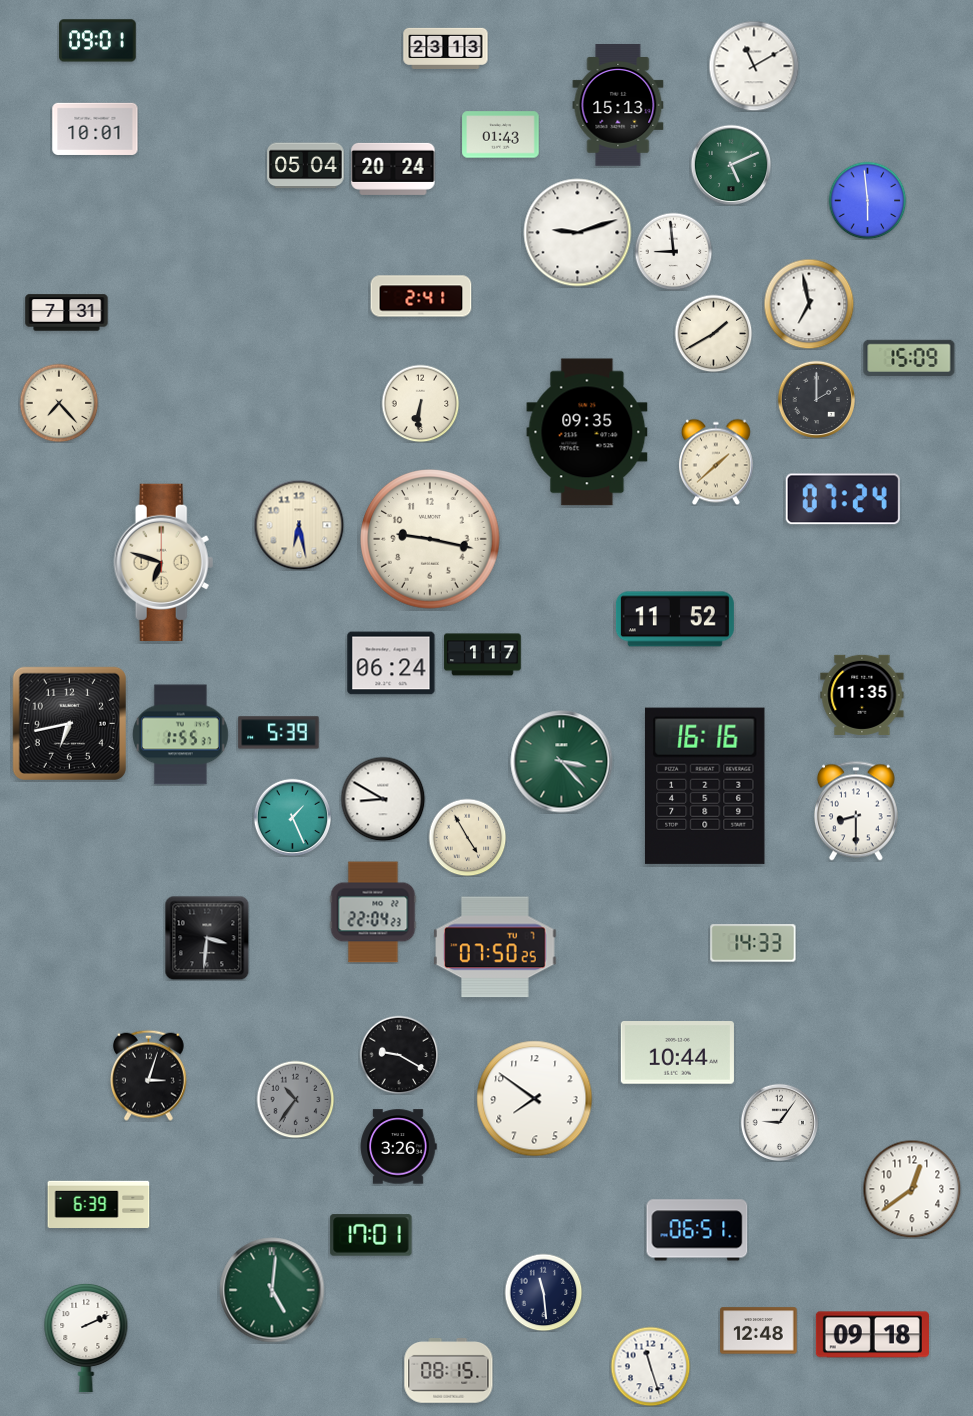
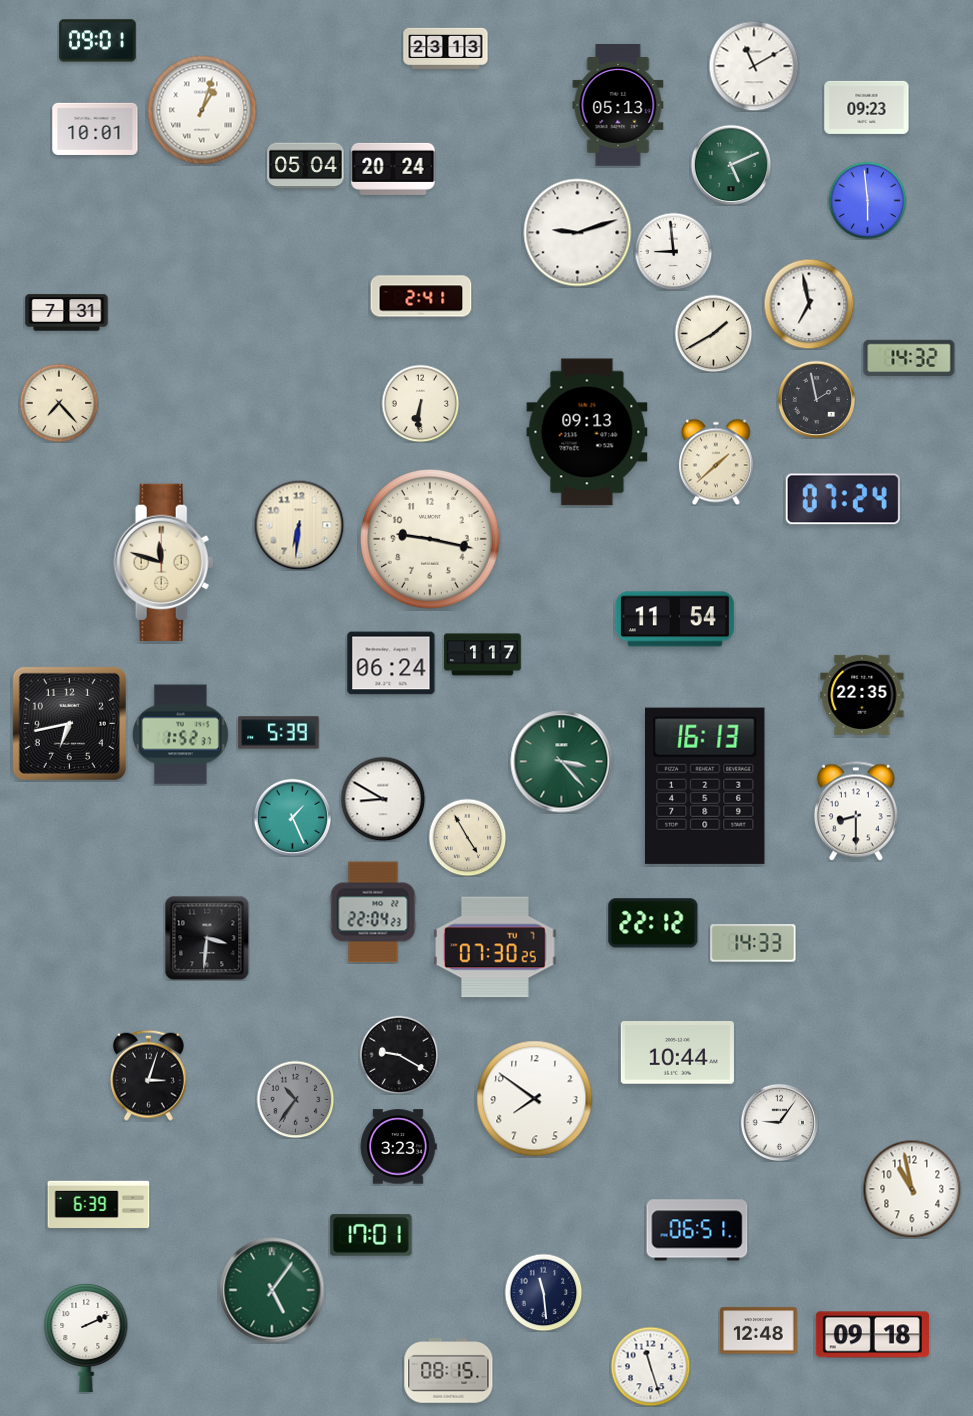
clock at (618, 106): 15:13 -> 05:13
clock at (867, 107): none -> 09:23
clock at (202, 110): none -> 1:03
clock at (501, 135): 01:43 -> none
clock at (909, 358): 15:09 -> 14:32
clock at (816, 399): 2:00 -> 1:58
clock at (587, 432): 09:35 -> 09:13
clock at (299, 525): 6:28 -> 6:31
clock at (164, 562): 6:48 -> 11:48
clock at (675, 619): 11:52 -> 11:54
clock at (862, 695): 11:35 -> 22:35
clock at (181, 735): 1:55 -> 1:52
clock at (705, 786): 16:16 -> 16:13
clock at (653, 923): none -> 22:12
clock at (496, 947): 07:50 -> 07:30
clock at (398, 1147): 3:26 -> 3:23
clock at (912, 1189): 12:39 -> 10:58
clock at (272, 1290): 5:01 -> 5:06
